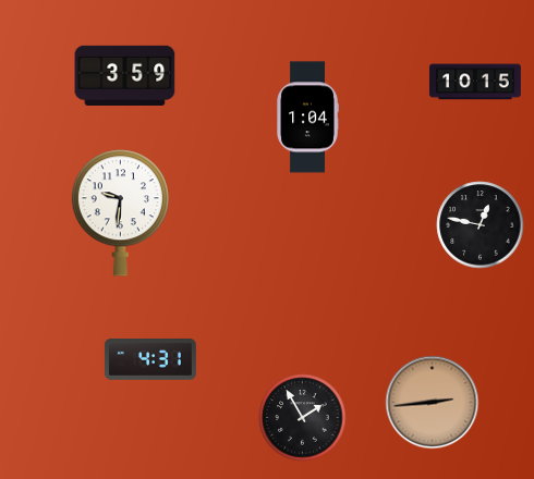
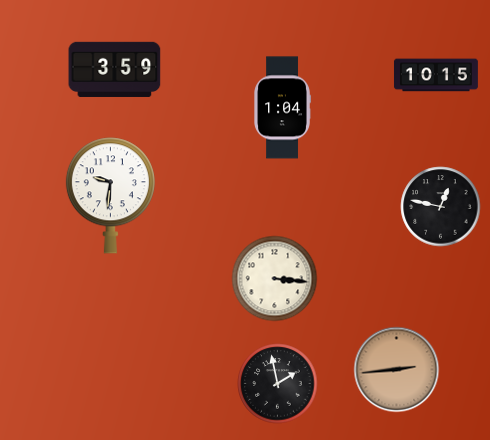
clock at (275, 279): none -> 3:16
clock at (150, 360): 4:31 -> none
clock at (303, 418): 1:55 -> 1:58
